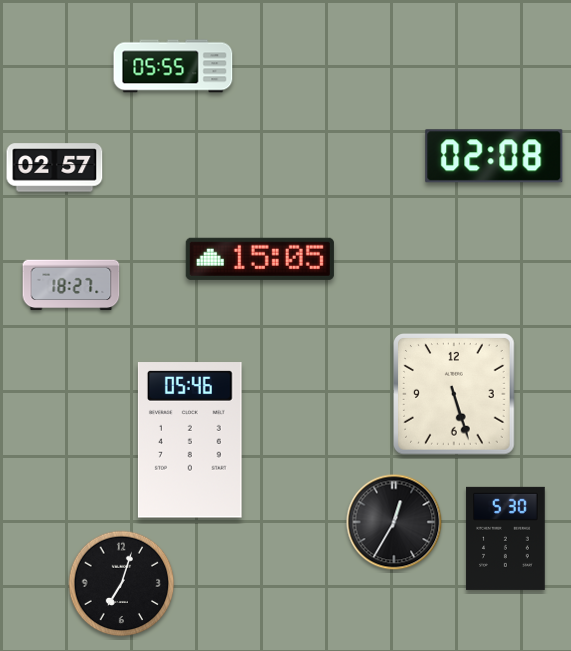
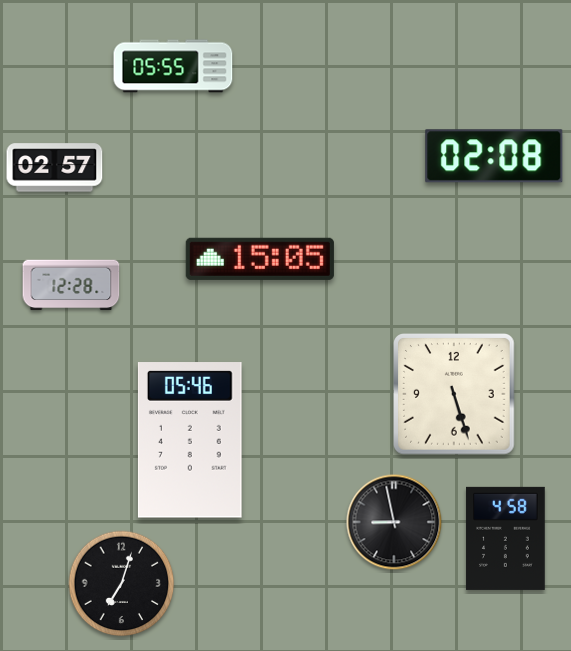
clock at (71, 285): 18:27 -> 12:28
clock at (394, 522): 12:35 -> 8:58
clock at (506, 538): 5:30 -> 4:58
